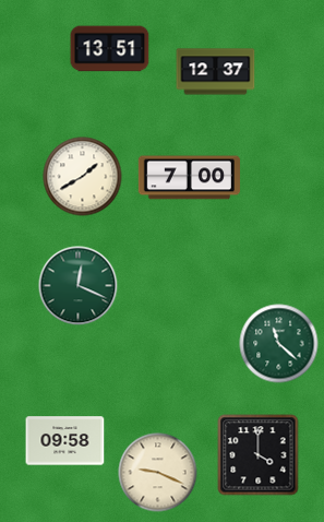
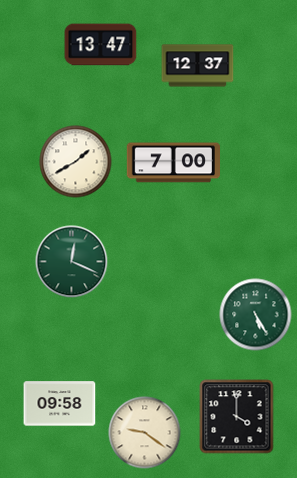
clock at (110, 49): 13:51 -> 13:47
clock at (279, 344): 11:22 -> 5:25
clock at (158, 473): 9:19 -> 9:21
